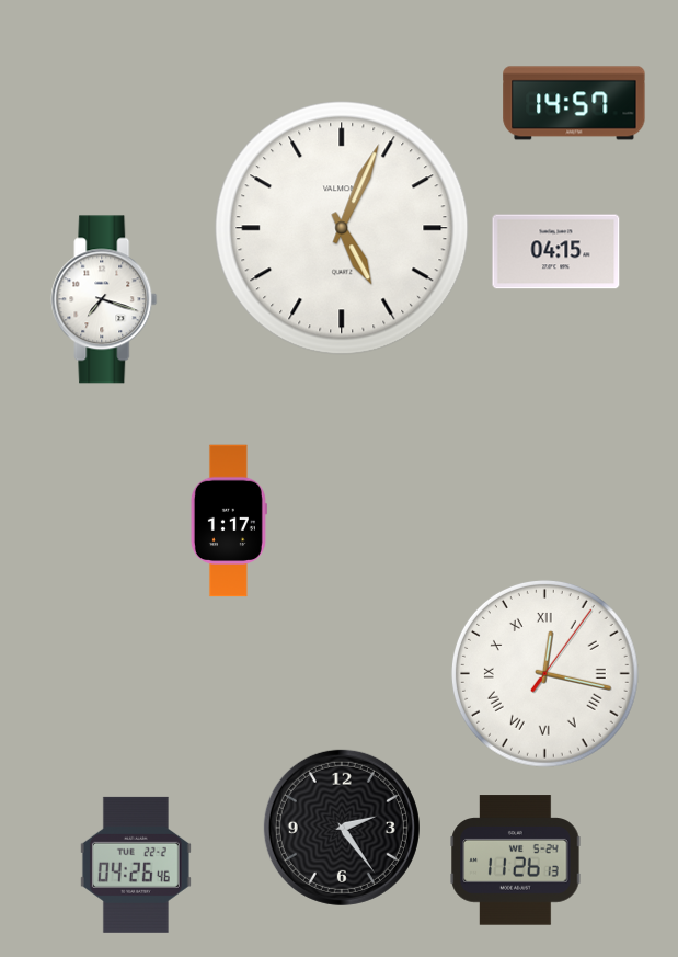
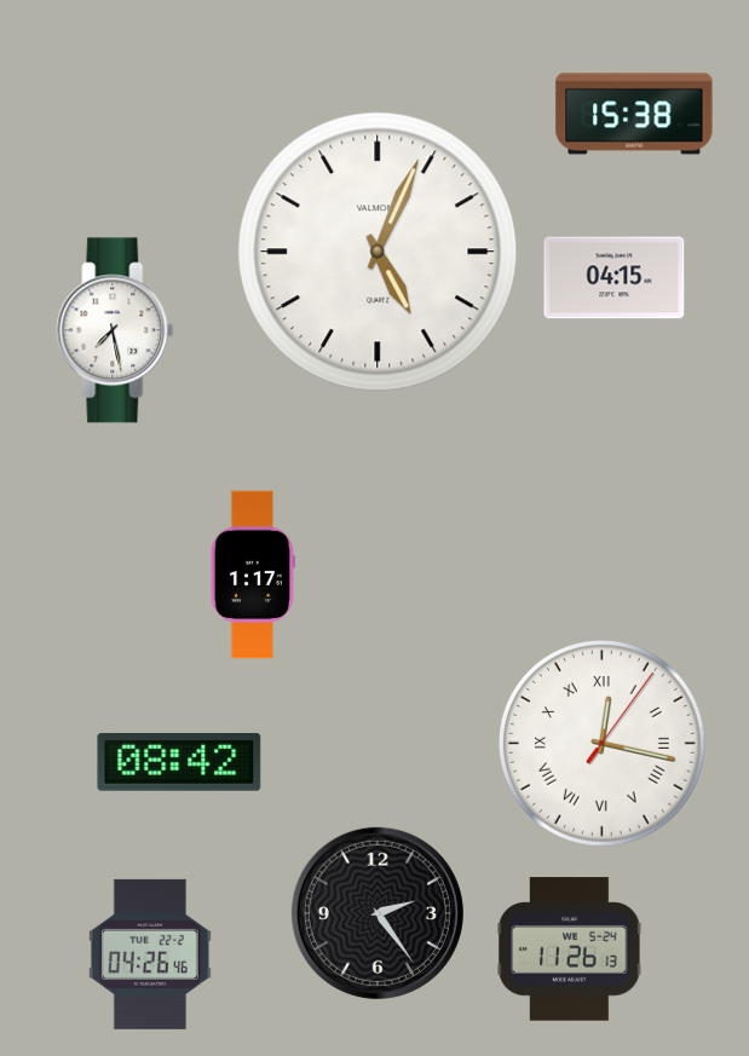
clock at (574, 103): 14:57 -> 15:38
clock at (104, 299): 7:18 -> 7:28
clock at (179, 762): none -> 08:42
